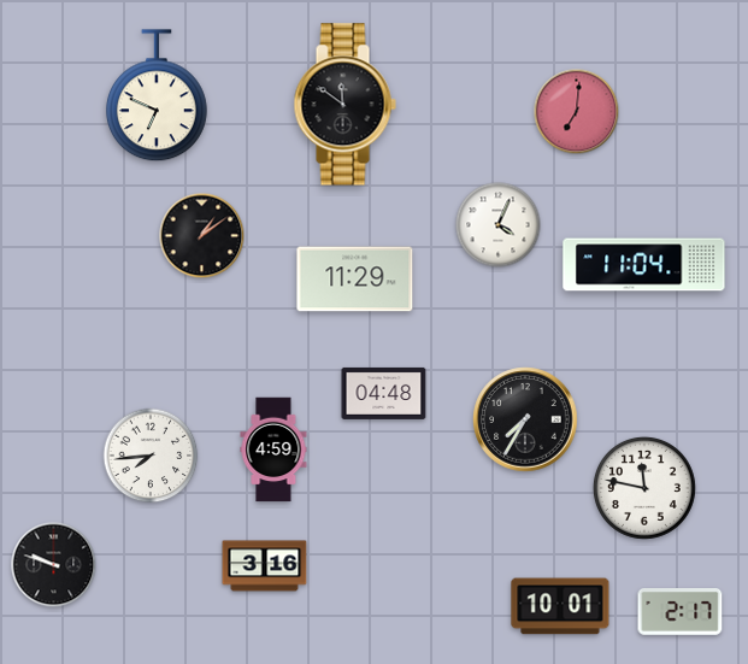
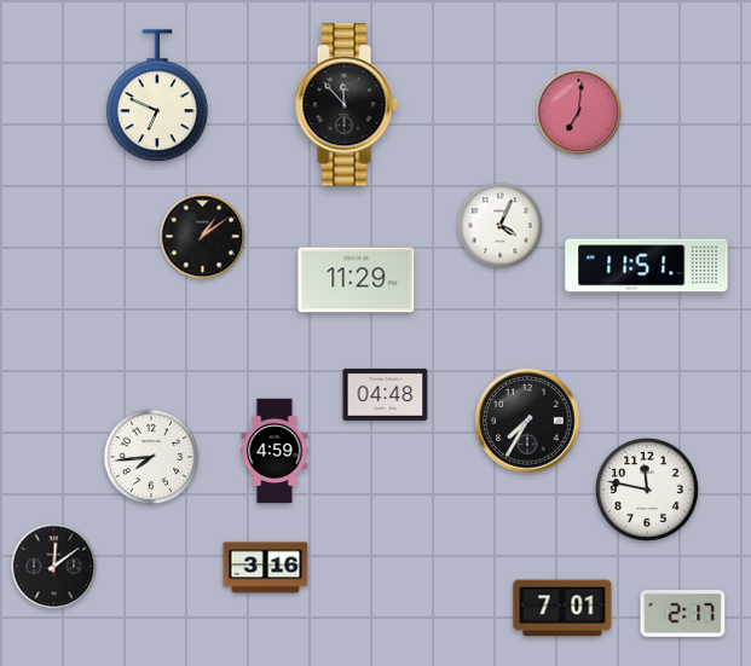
clock at (344, 105): 11:51 -> 11:53
clock at (644, 265): 11:04 -> 11:51
clock at (54, 565): 9:48 -> 12:09
clock at (560, 606): 10:01 -> 7:01
